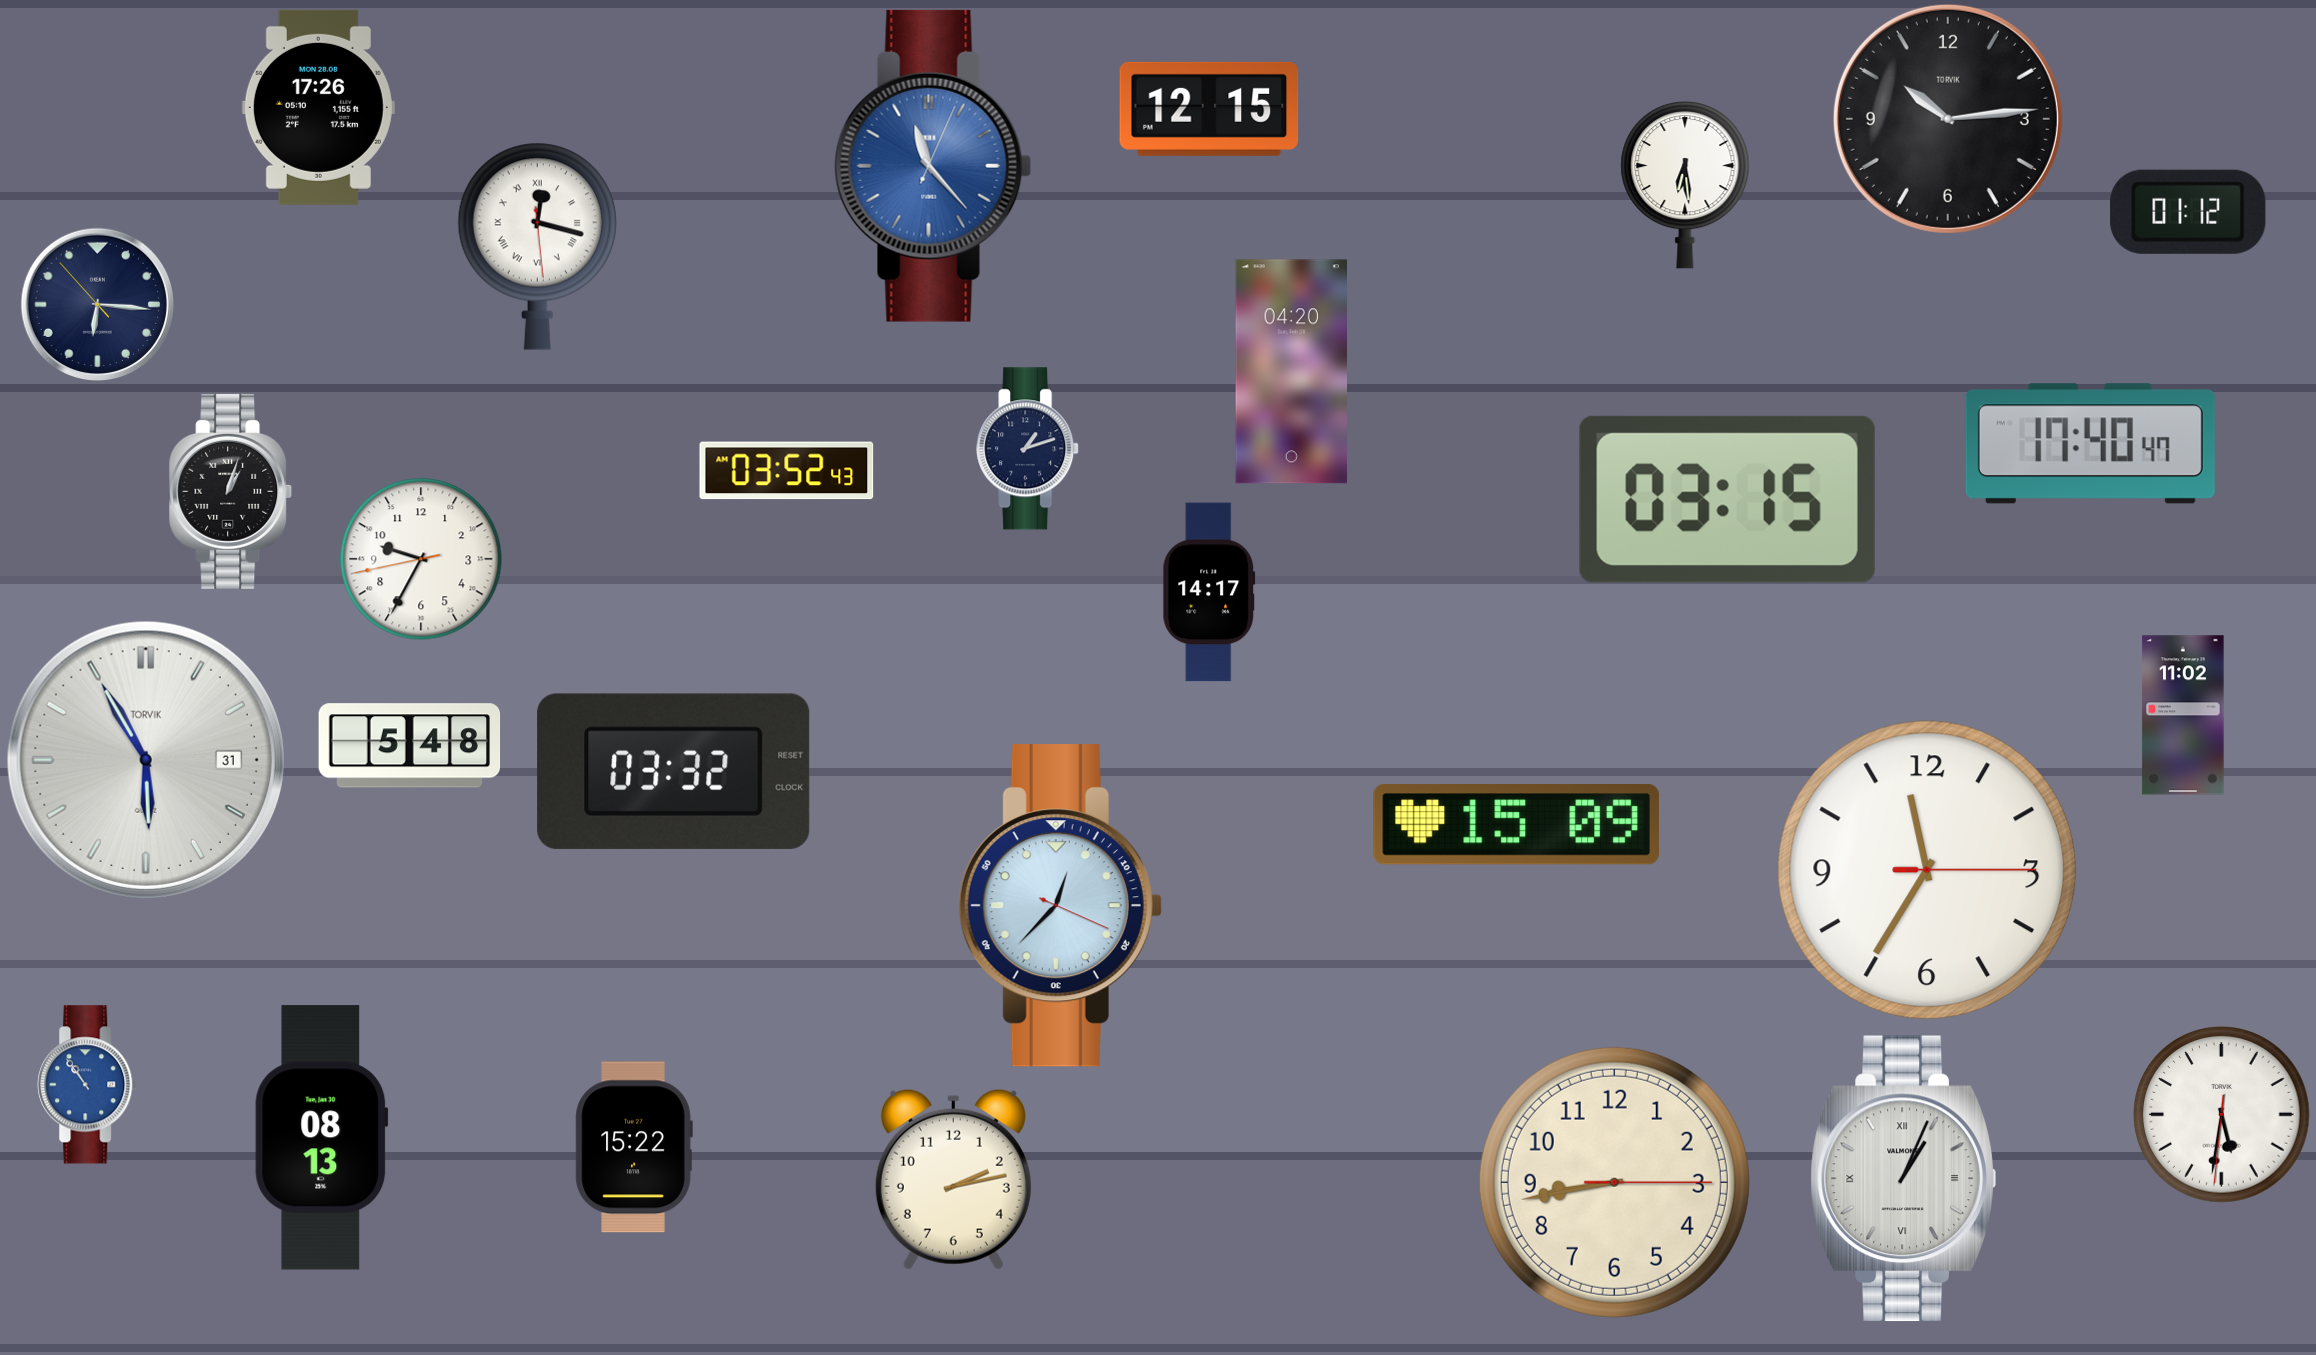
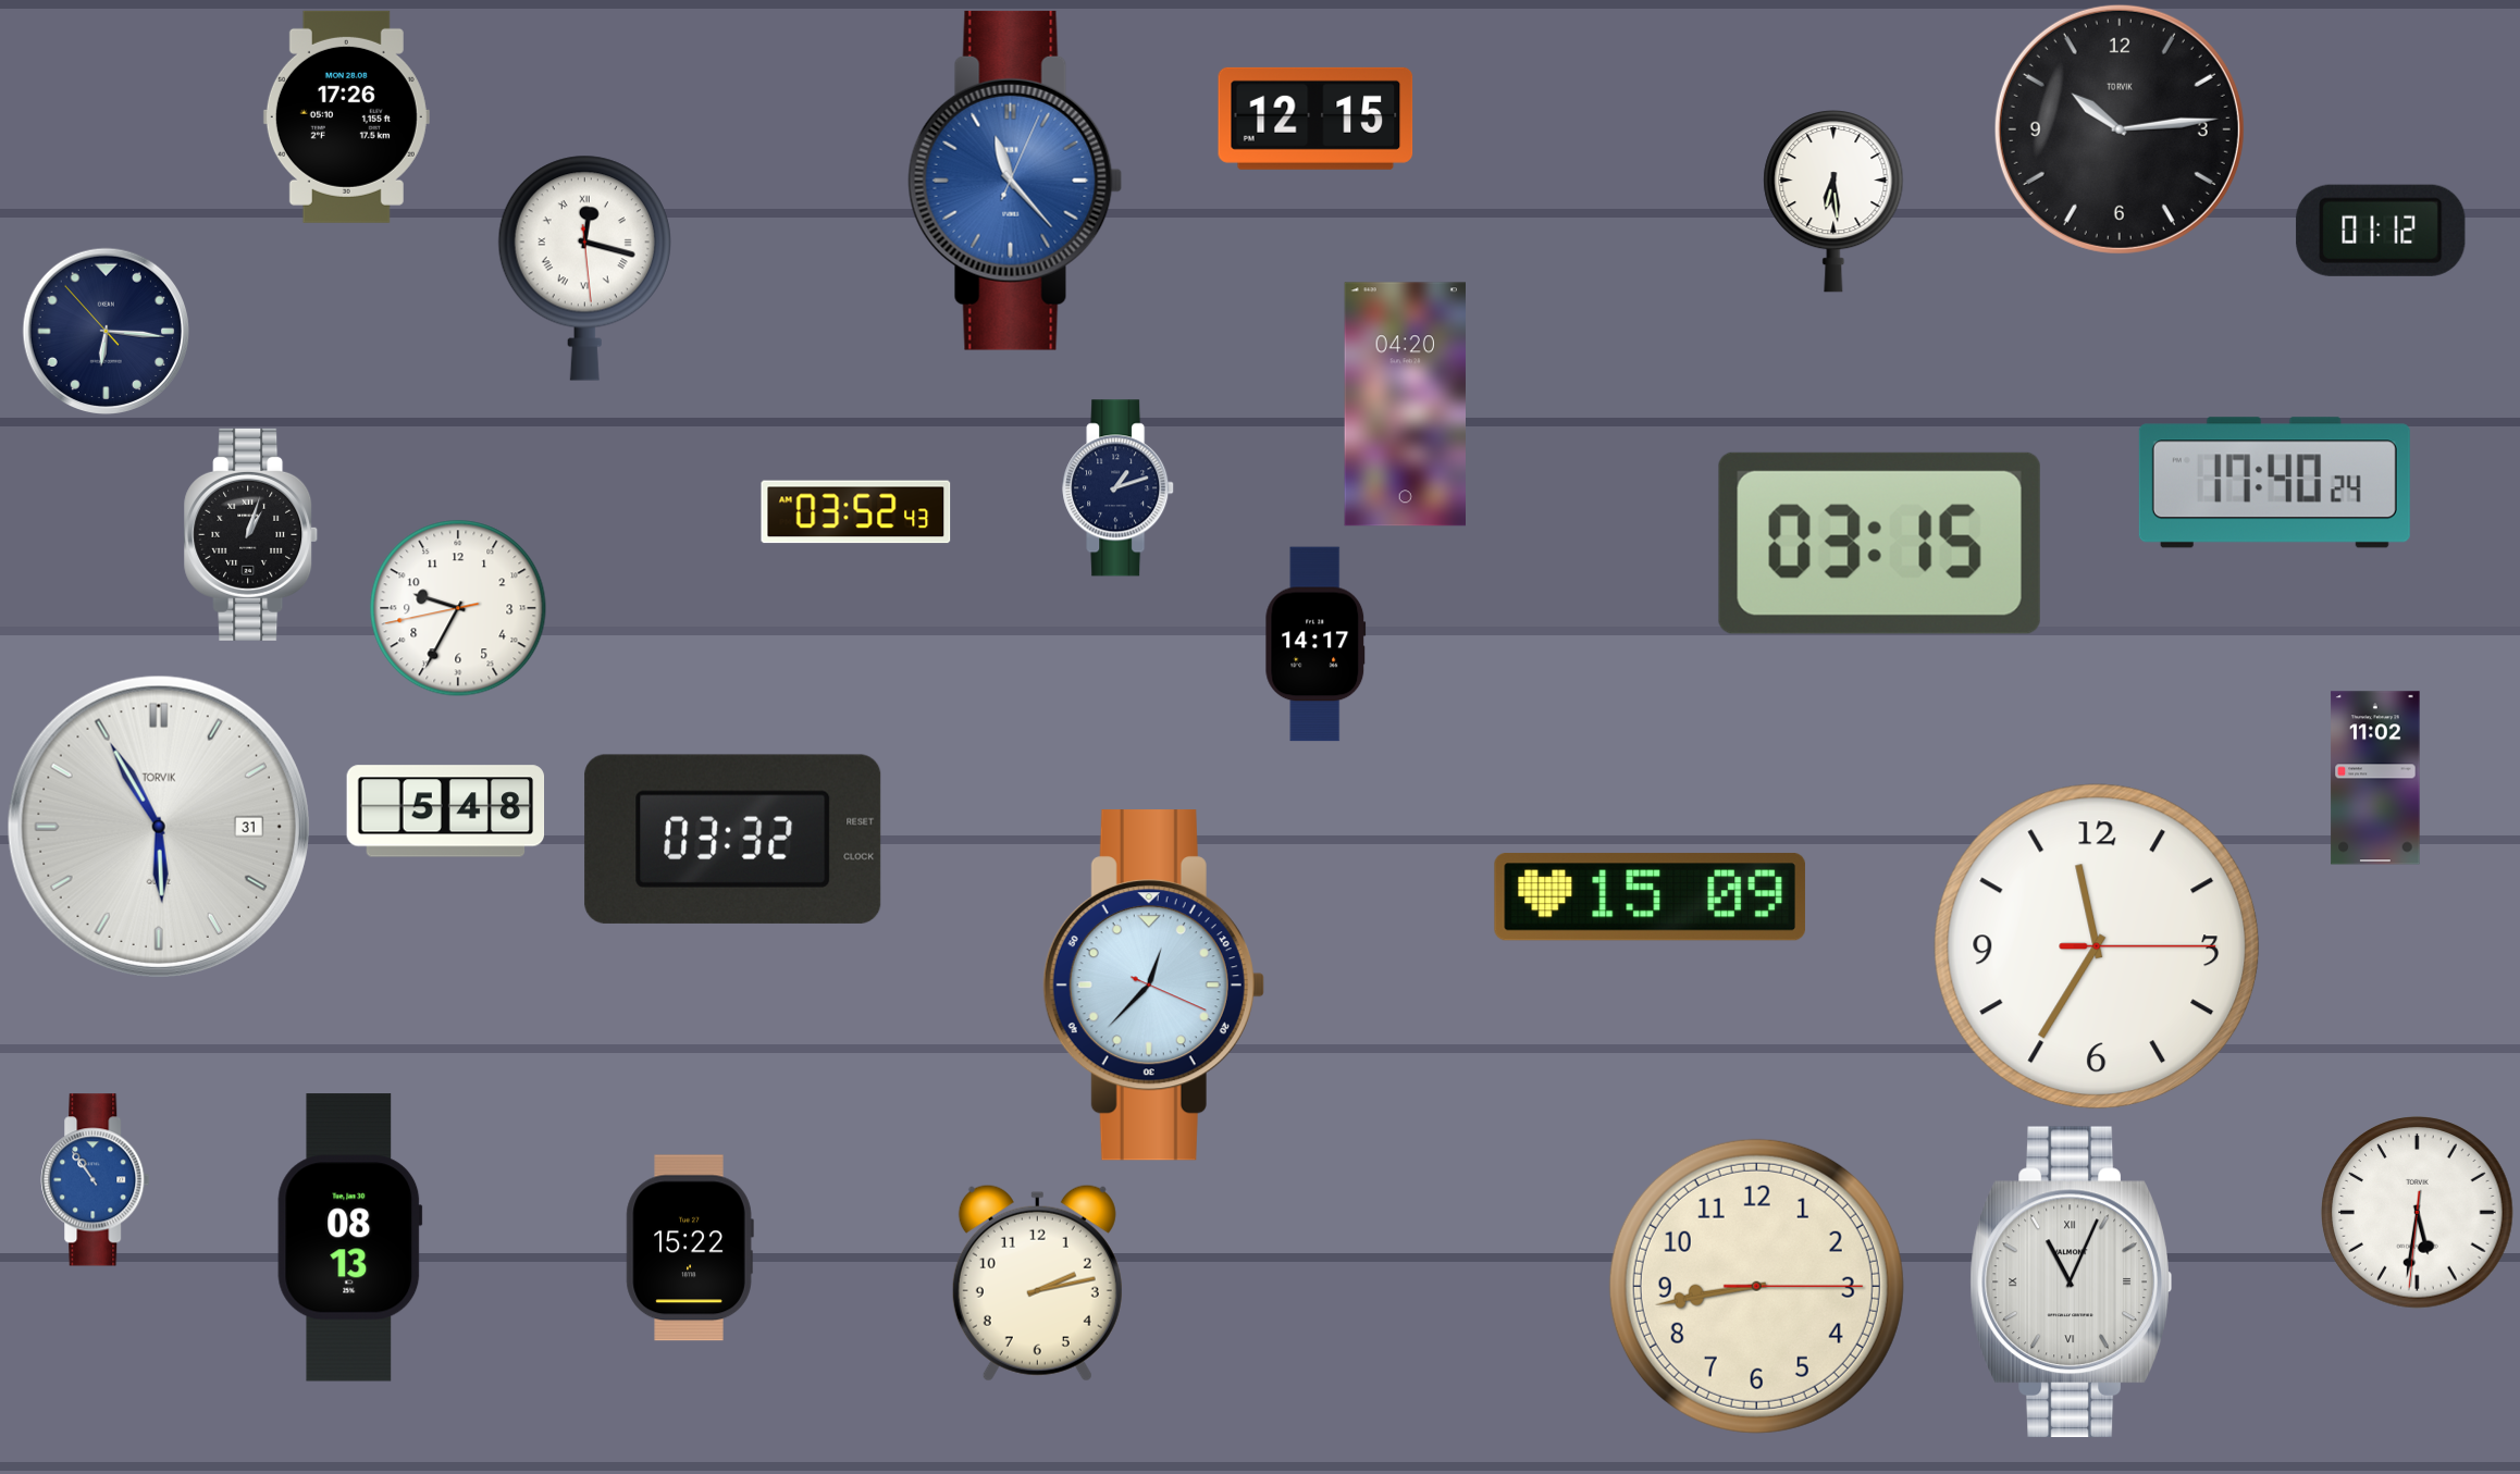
clock at (2090, 444): 17:40:47 -> 17:40:24
clock at (1903, 1179): 1:04 -> 11:04
